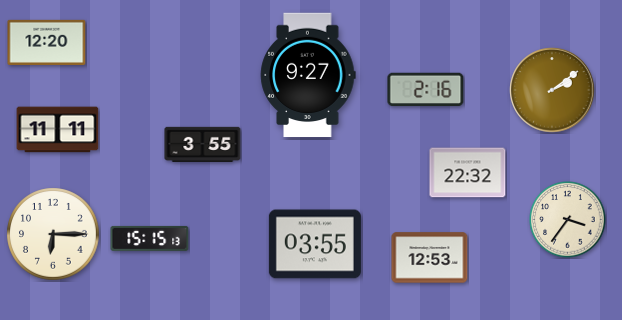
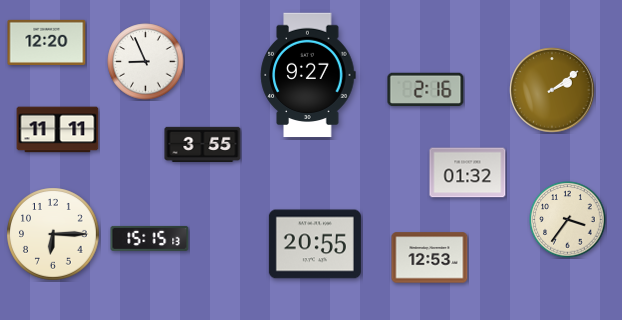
clock at (146, 62): none -> 8:56
clock at (468, 173): 22:32 -> 01:32
clock at (315, 244): 03:55 -> 20:55
